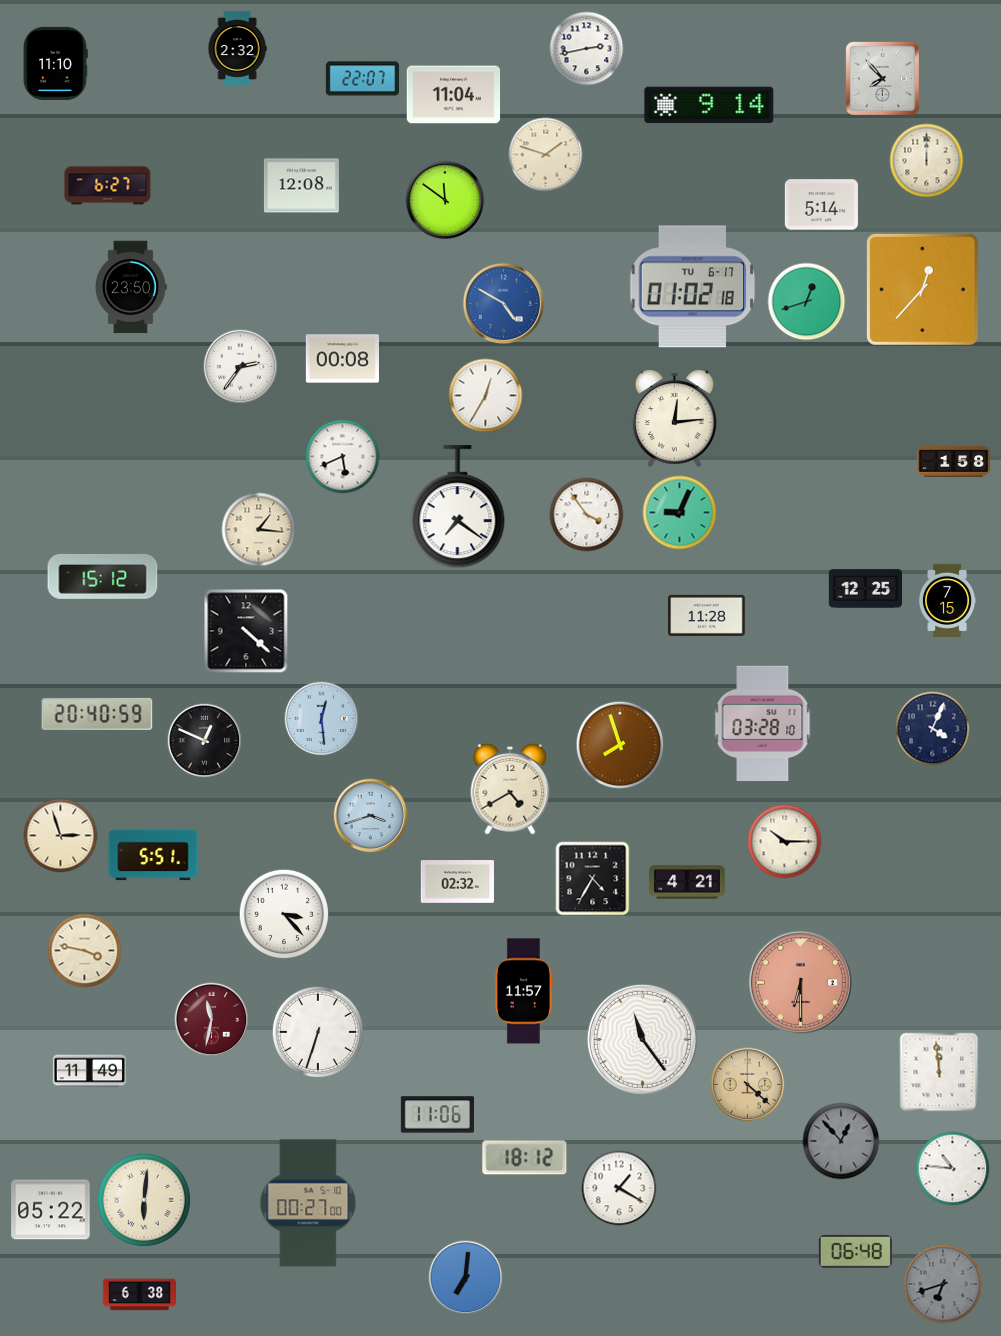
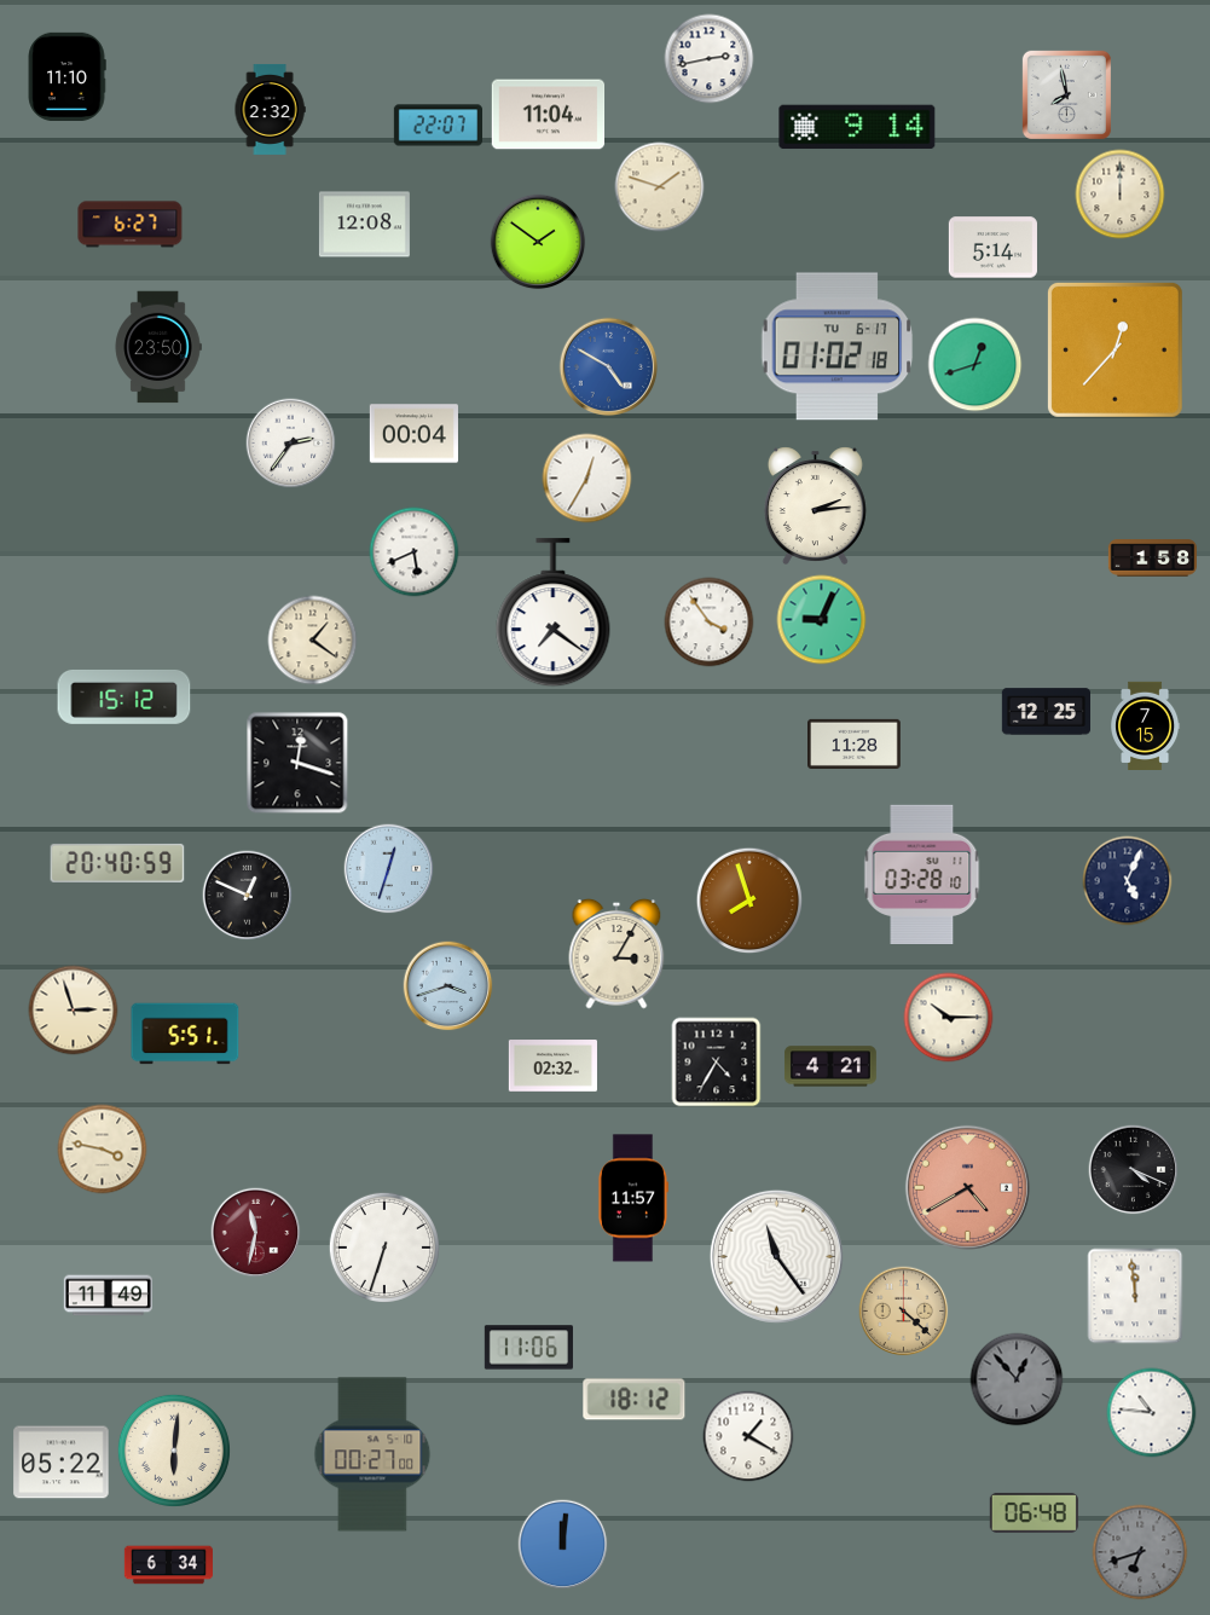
clock at (237, 48) position: (237, 48) -> (270, 109)
clock at (882, 78): 7:53 -> 7:58
clock at (362, 79) position: (362, 79) -> (438, 126)
clock at (445, 200): 11:51 -> 1:51
clock at (342, 359): 00:08 -> 00:04
clock at (674, 418): 12:14 -> 2:14
clock at (259, 530): 1:16 -> 1:21
clock at (246, 631): 4:22 -> 12:18
clock at (322, 719): 12:29 -> 12:33
clock at (933, 729): 4:04 -> 5:04
clock at (510, 789): 4:40 -> 3:05
clock at (283, 913): 3:23 -> none
clock at (1134, 1170): none -> 4:19
clock at (800, 982): 6:30 -> 4:40
clock at (466, 1278): 7:01 -> 12:01
clock at (139, 1295): 6:38 -> 6:34
